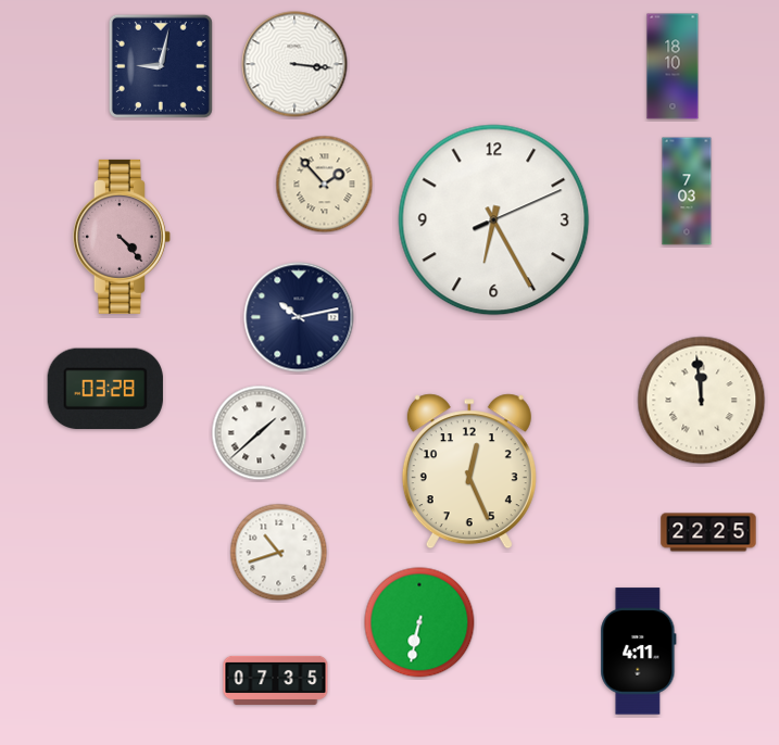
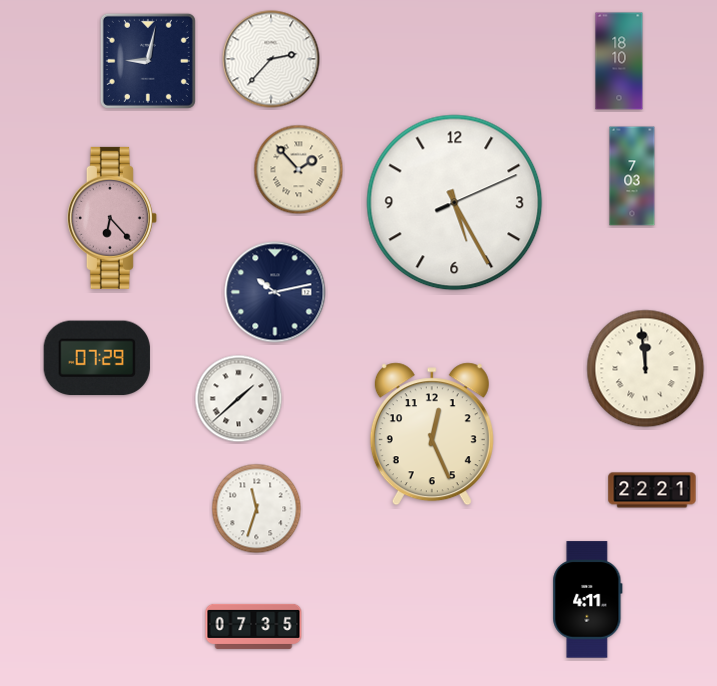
clock at (294, 64): 3:16 -> 2:37
clock at (494, 220): 6:25 -> 5:25
clock at (122, 237): 4:23 -> 6:23
clock at (105, 389): 03:28 -> 07:29
clock at (708, 532): 22:25 -> 22:21
clock at (279, 553): 10:42 -> 11:33
clock at (419, 622): 6:32 -> none
